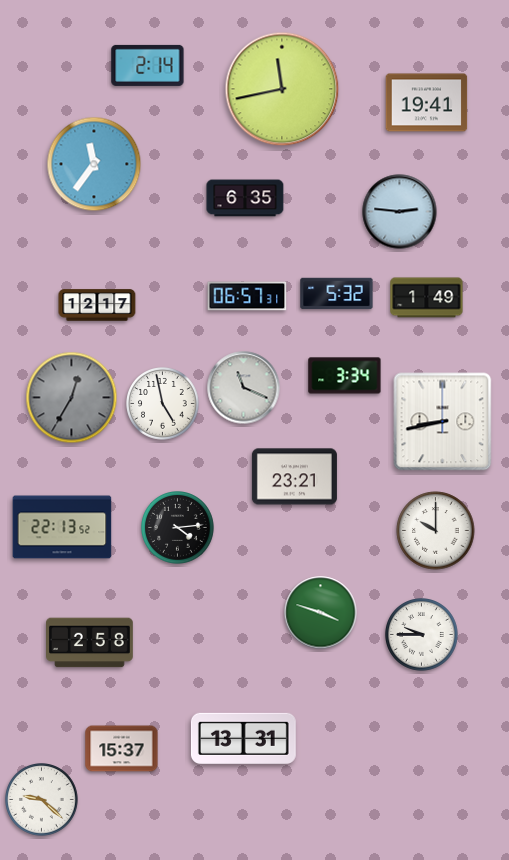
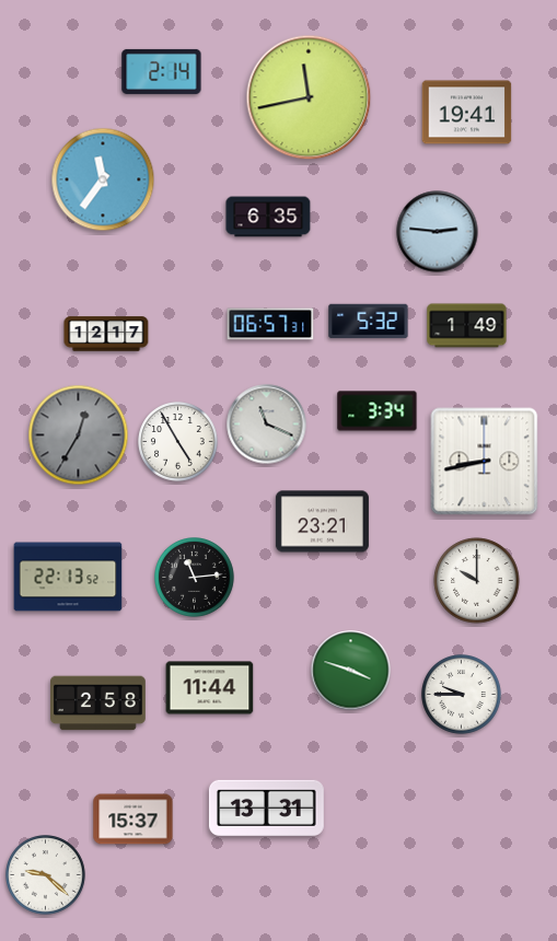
clock at (163, 404): 4:58 -> 4:55
clock at (178, 528): 4:14 -> 11:14
clock at (210, 688): none -> 11:44
